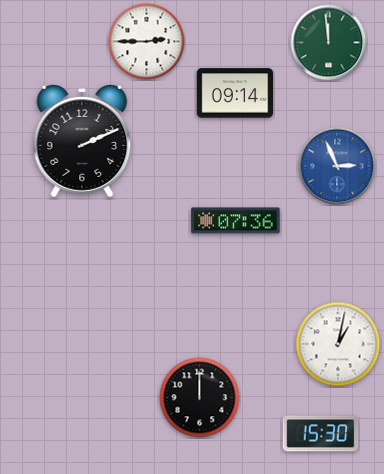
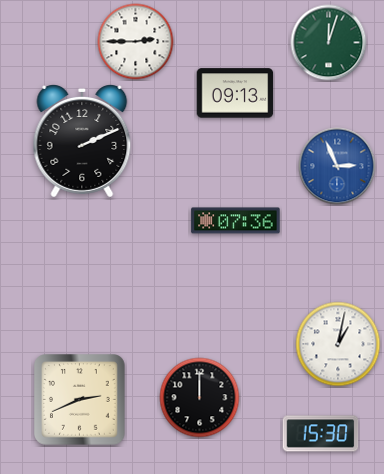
clock at (147, 42) position: (147, 42) -> (136, 42)
clock at (329, 43): 11:59 -> 12:03
clock at (235, 93): 09:14 -> 09:13
clock at (80, 400): none -> 2:41
